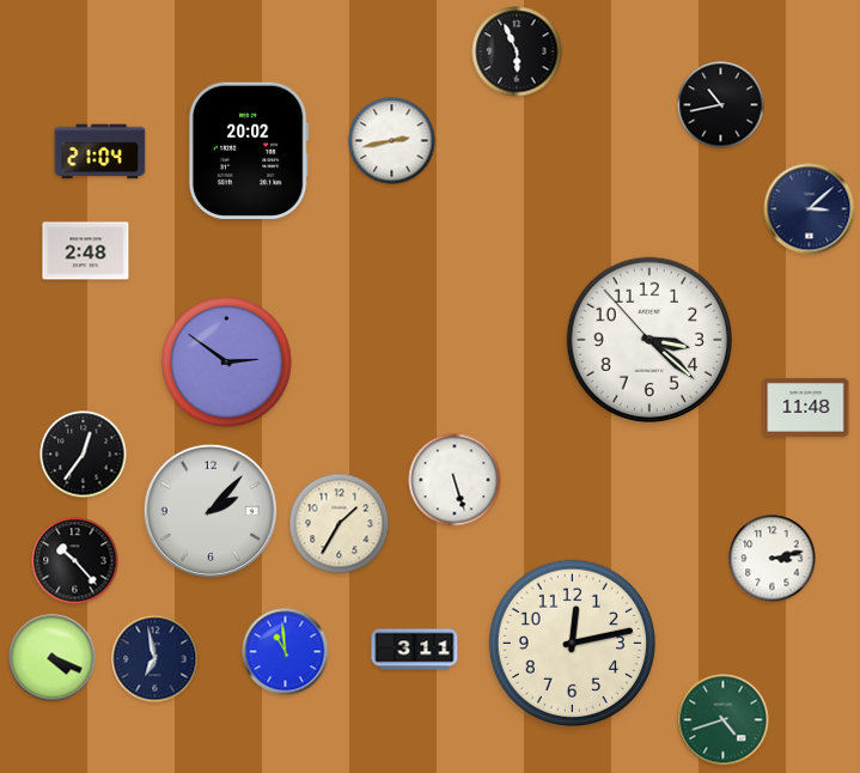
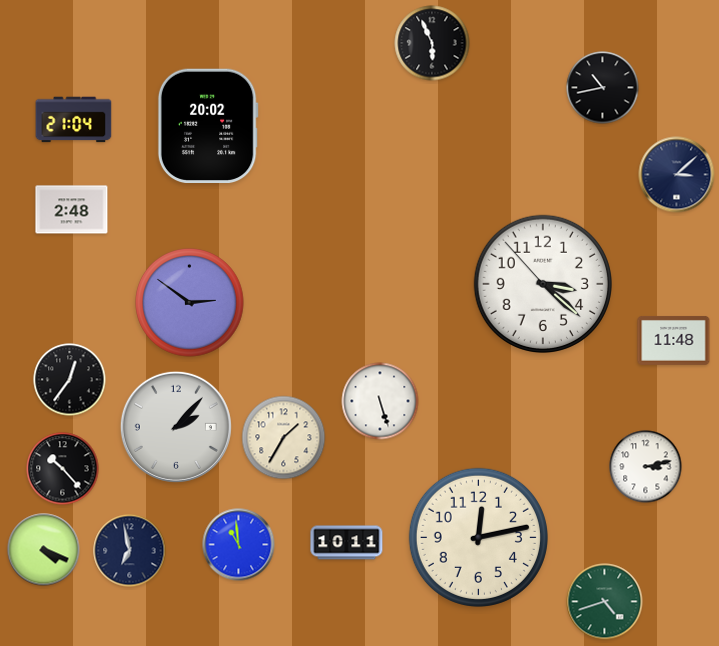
clock at (392, 141): 2:43 -> none
clock at (100, 152) position: (100, 152) -> (74, 120)
clock at (415, 650): 3:11 -> 10:11
